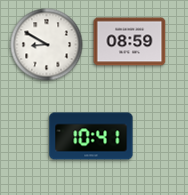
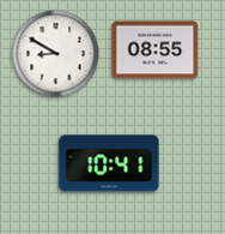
clock at (130, 42): 08:59 -> 08:55
